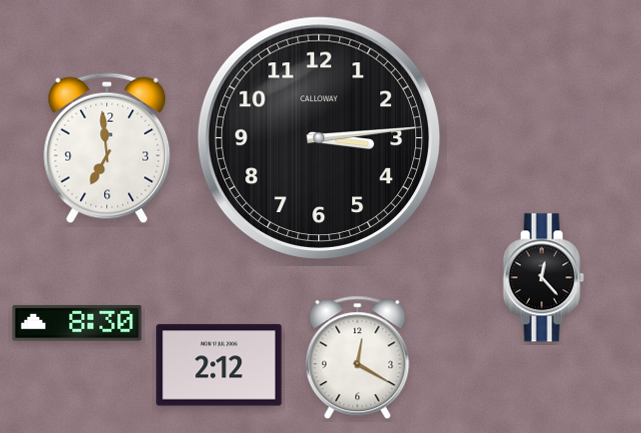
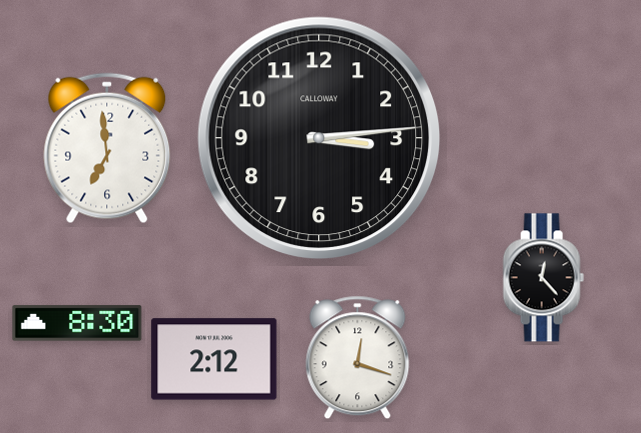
clock at (358, 358): 12:20 -> 12:18
clock at (219, 365) position: (219, 365) -> (214, 359)
